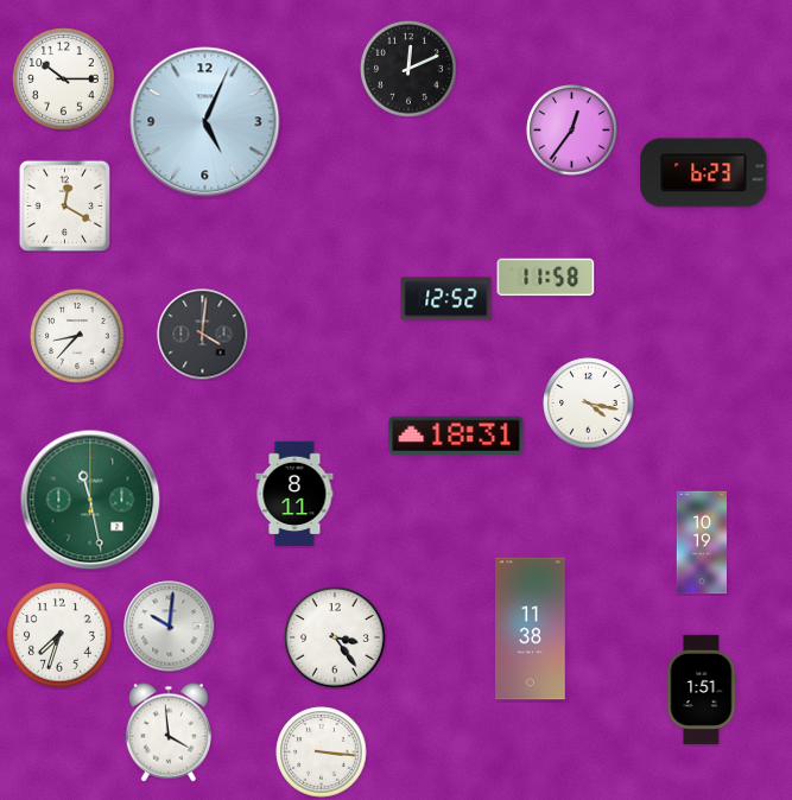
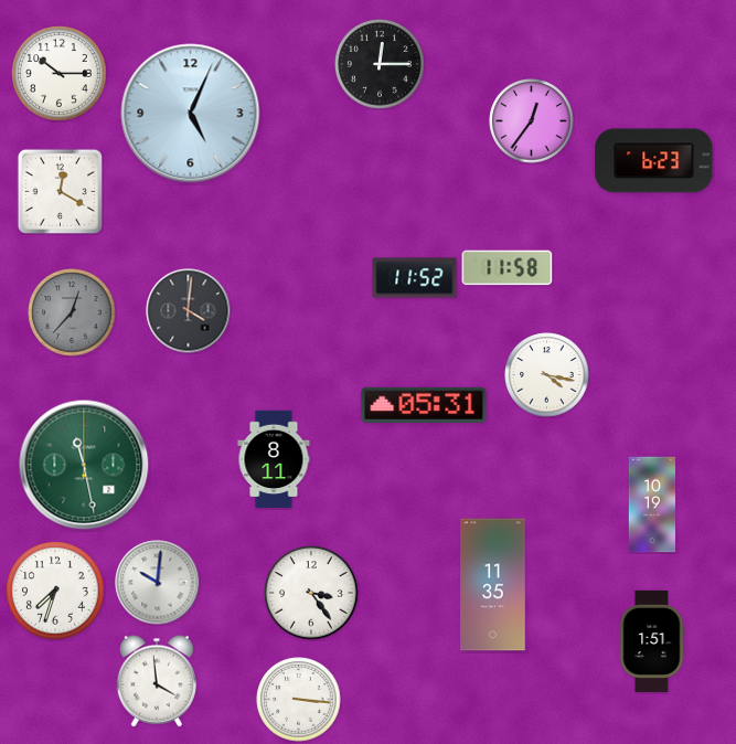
clock at (408, 69): 12:11 -> 12:15
clock at (546, 278) position: (546, 278) -> (508, 268)
clock at (446, 299): 12:52 -> 11:52
clock at (77, 336): 8:37 -> 12:37
clock at (77, 336) dial: white -> grey
clock at (456, 436): 18:31 -> 05:31
clock at (531, 629): 11:38 -> 11:35
